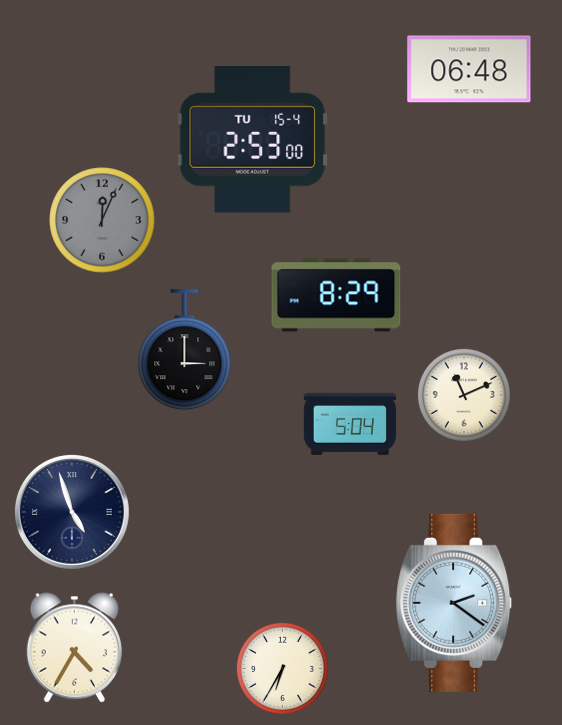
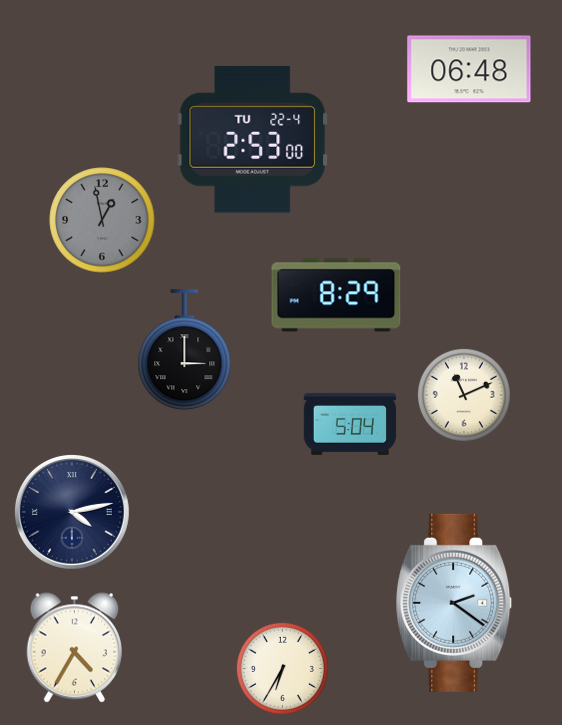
clock at (253, 140) date: TU 15-4 -> TU 22-4
clock at (102, 220): 12:04 -> 12:58
clock at (72, 512): 4:57 -> 4:13
